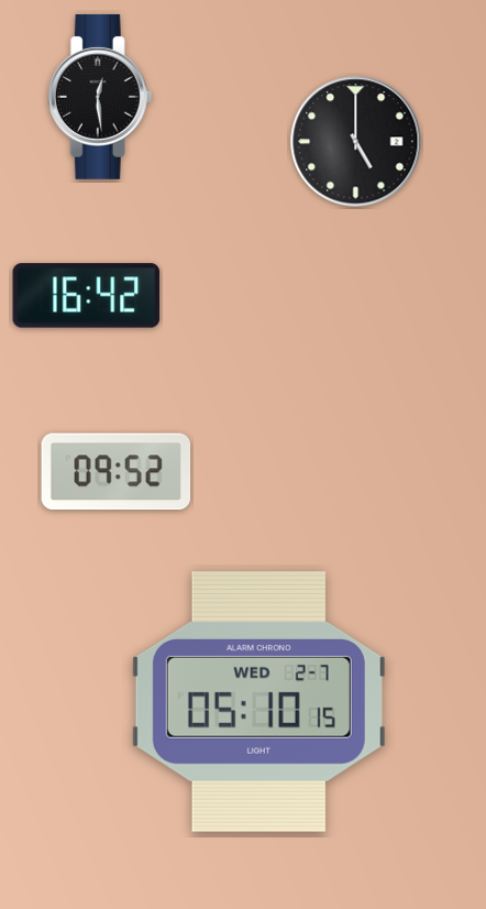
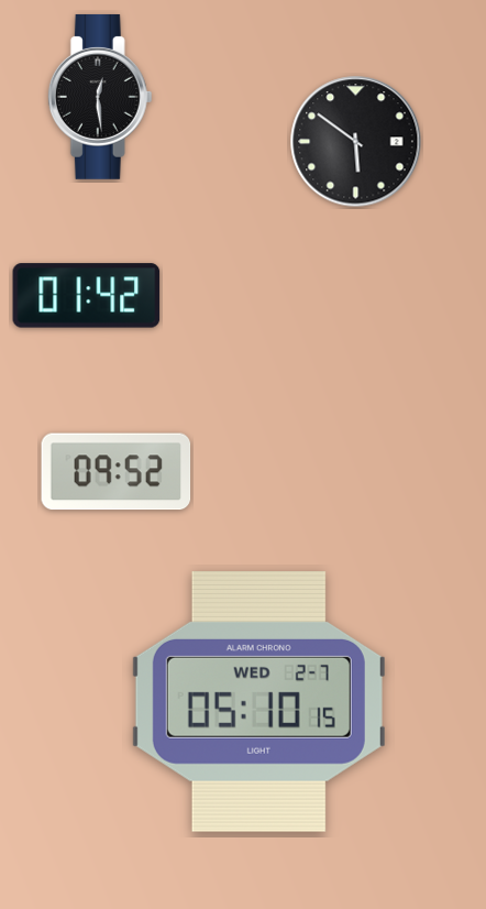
clock at (356, 142): 5:00 -> 5:51
clock at (87, 296): 16:42 -> 01:42
